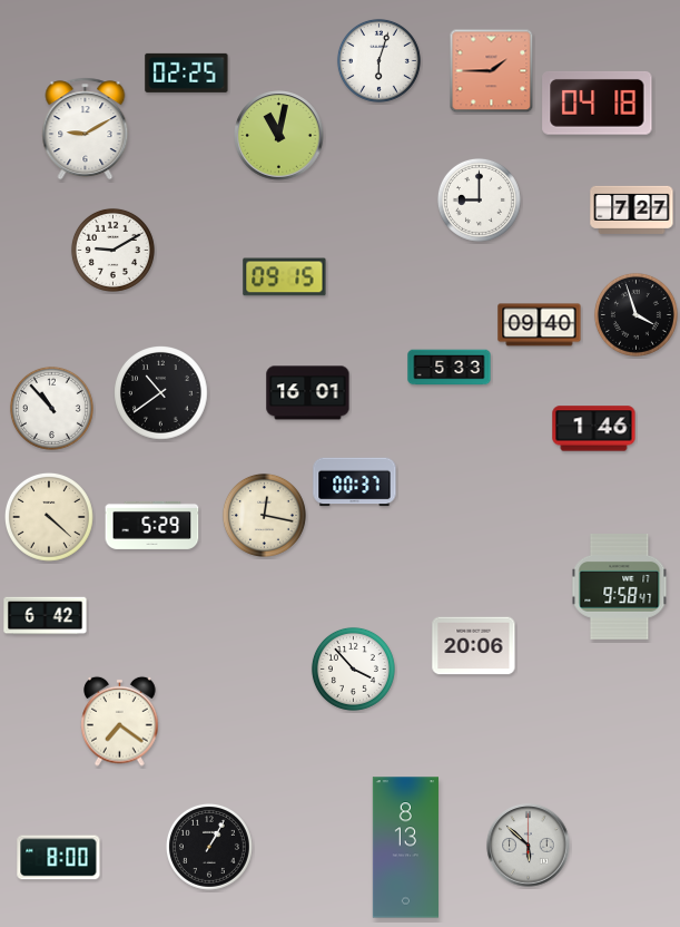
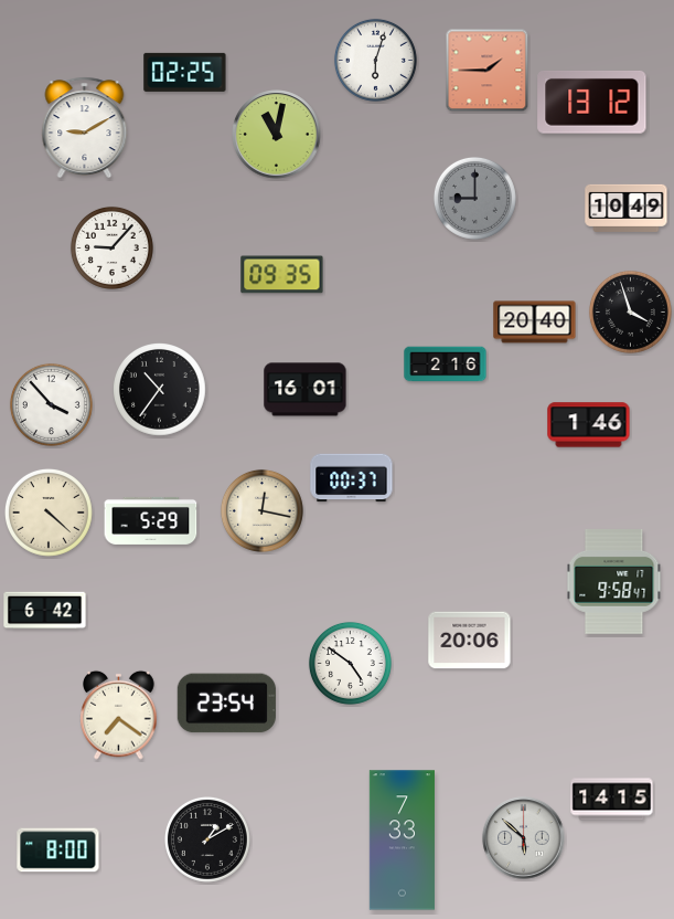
clock at (598, 104): 04:18 -> 13:12
clock at (479, 199) dial: white -> grey
clock at (632, 209): 7:27 -> 10:49
clock at (112, 250): 9:10 -> 9:07
clock at (285, 277): 09:15 -> 09:35
clock at (540, 325): 09:40 -> 20:40
clock at (450, 368): 5:33 -> 2:16
clock at (161, 393): 10:39 -> 10:36
clock at (51, 408): 10:53 -> 3:53
clock at (353, 669): 3:53 -> 4:51
clock at (226, 704): none -> 23:54
clock at (612, 800): none -> 14:15
clock at (209, 847): 1:05 -> 1:10
clock at (405, 848): 8:13 -> 7:33
